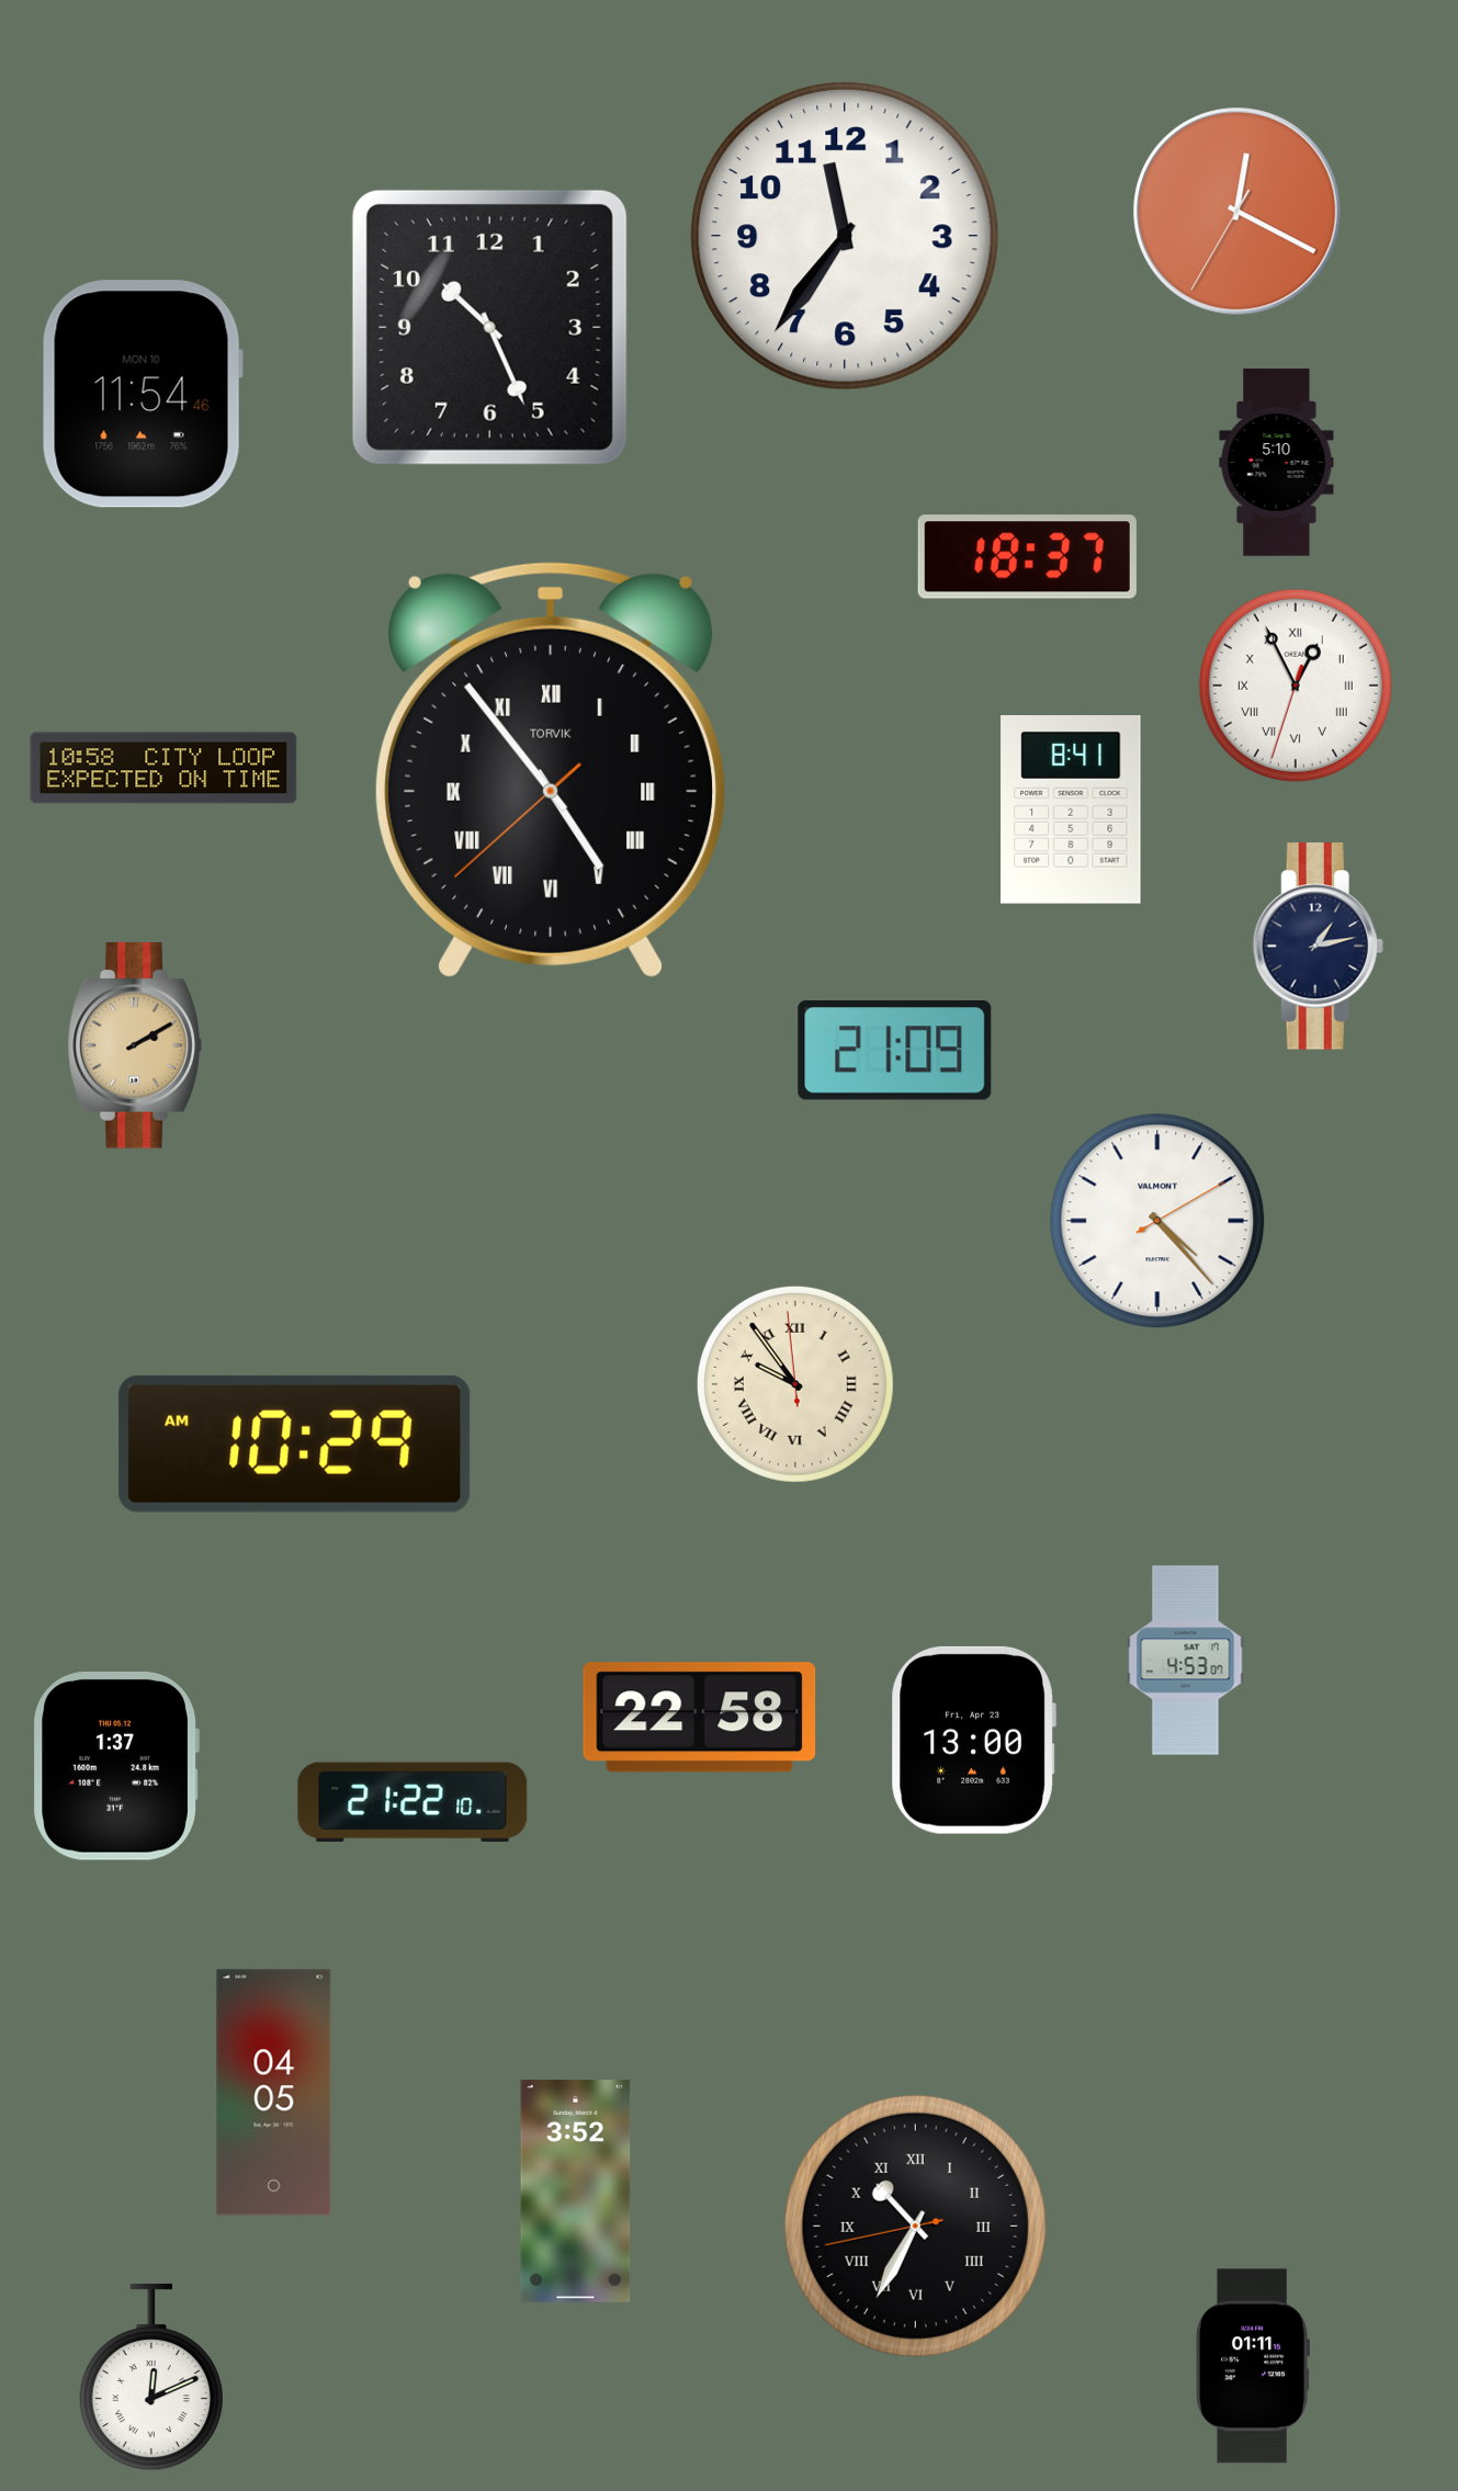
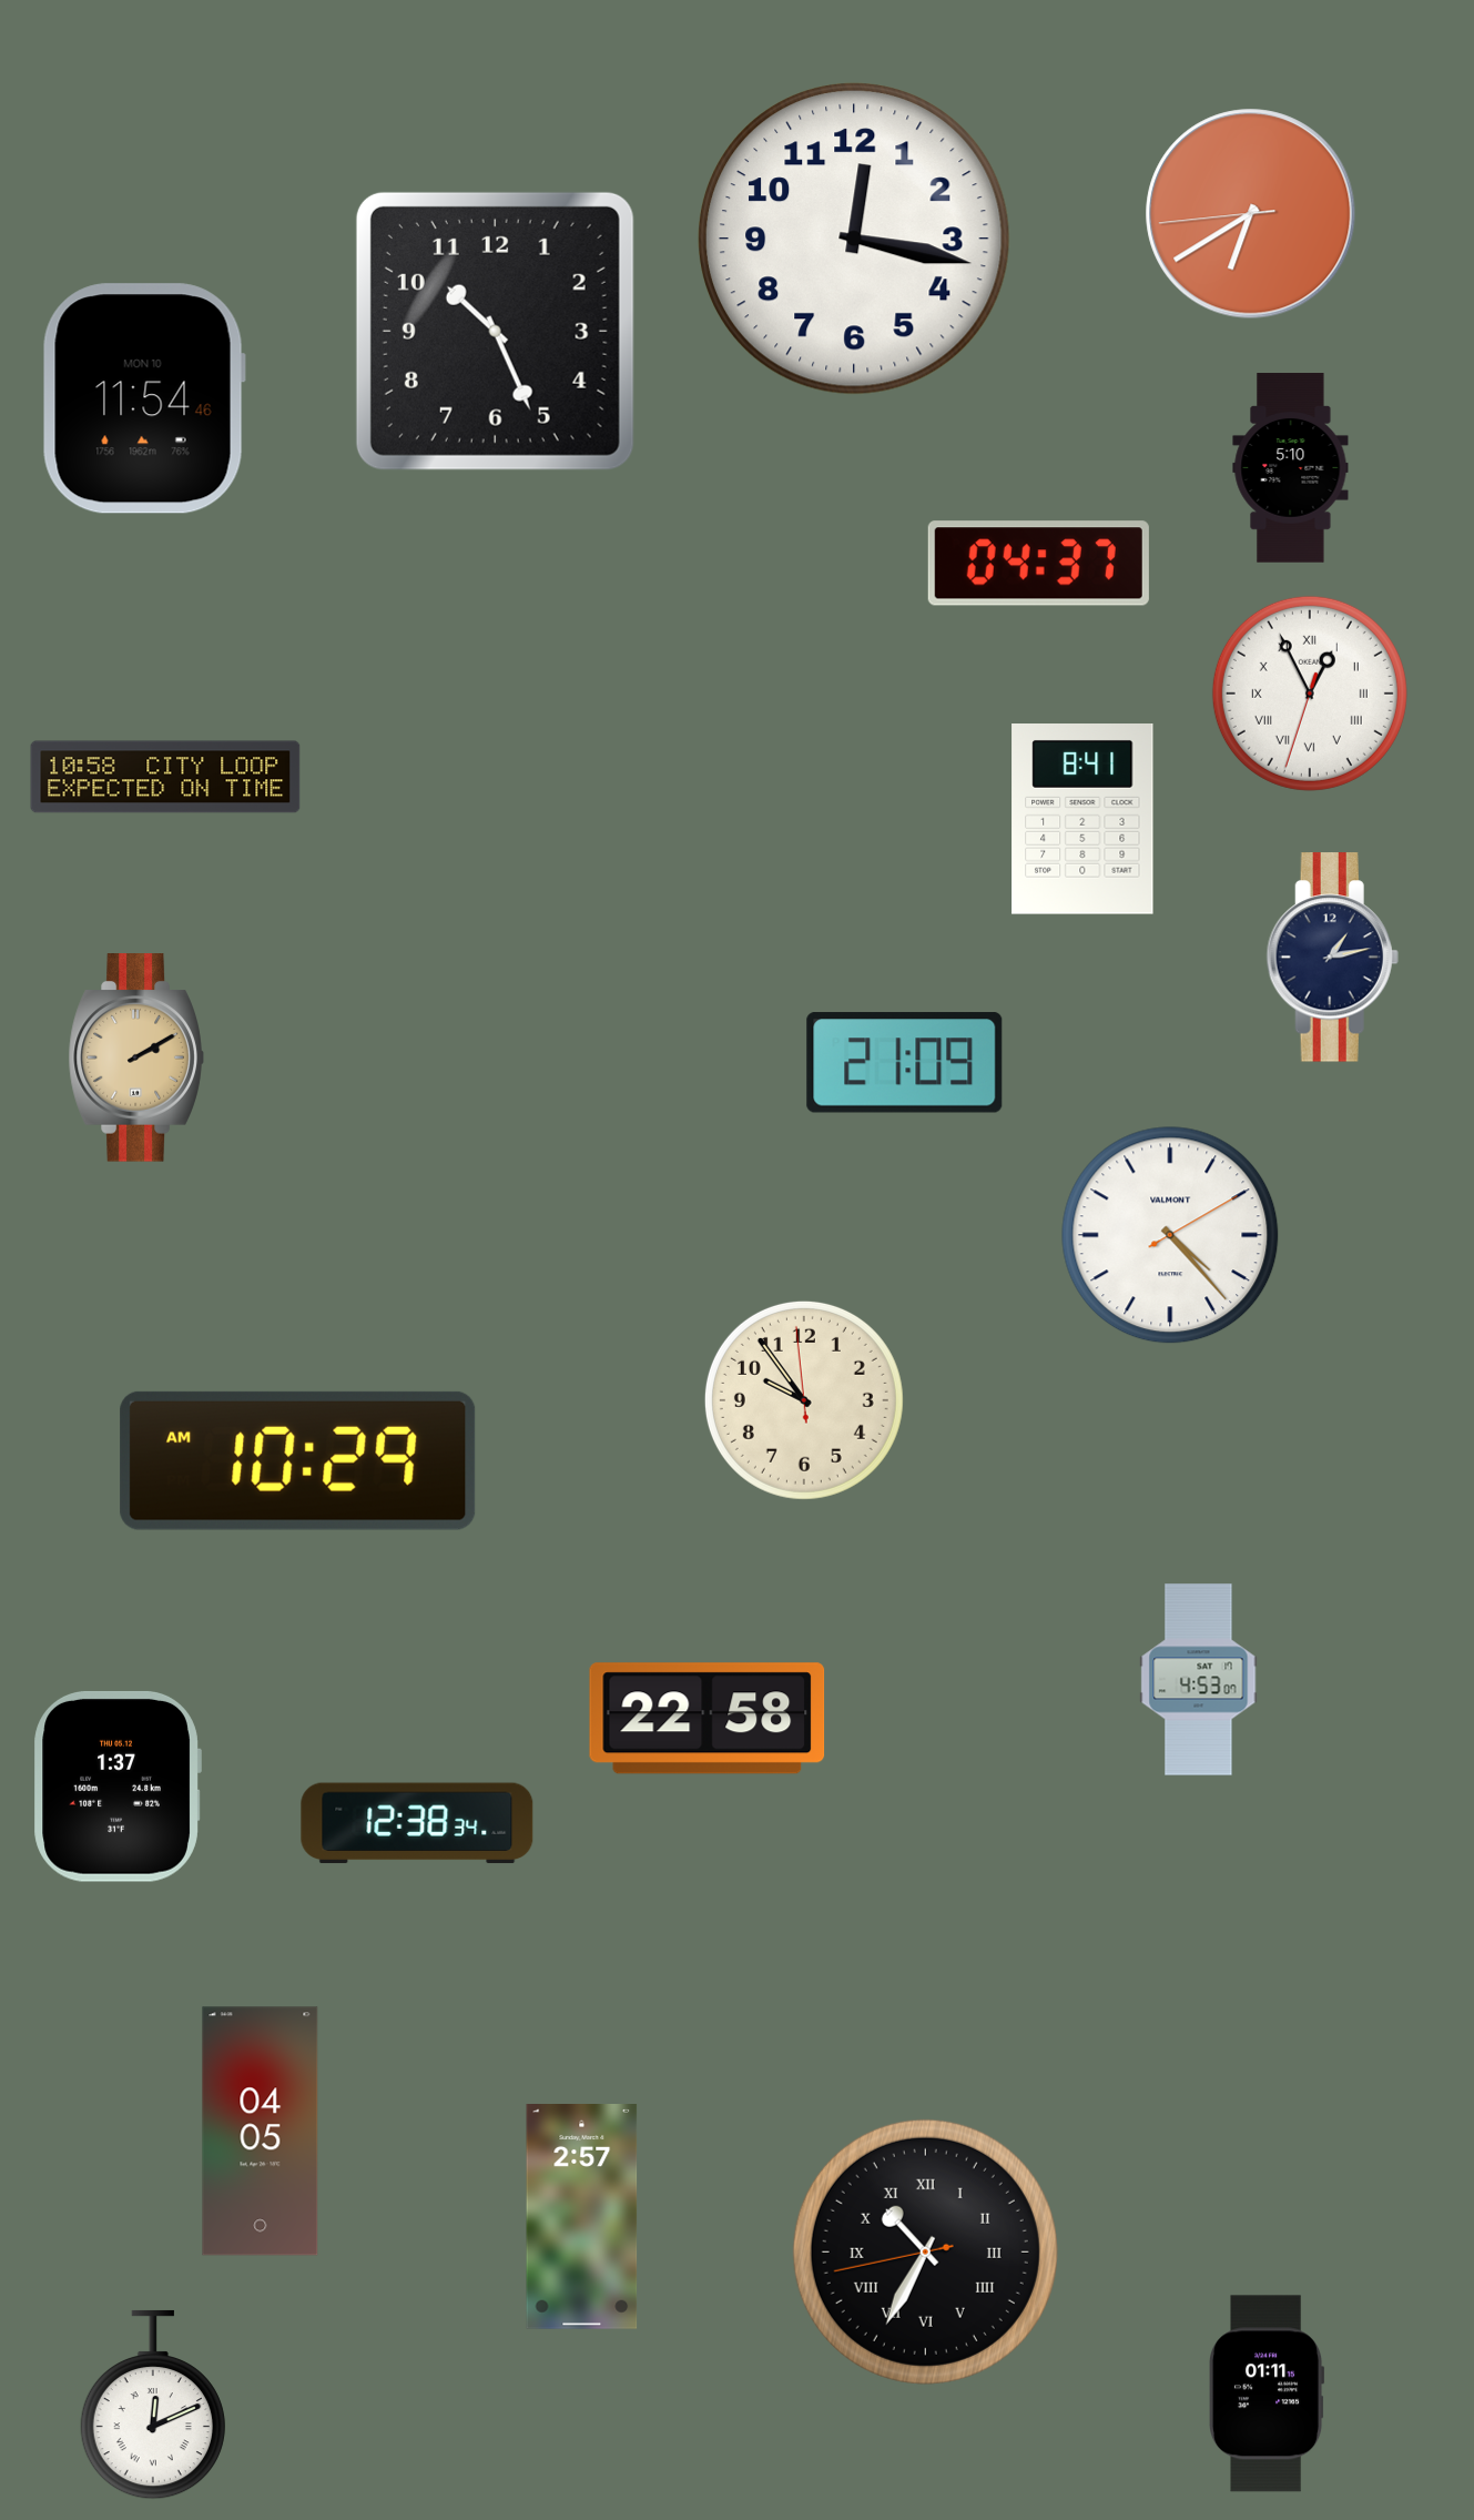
clock at (1237, 212): 12:19 -> 6:39
clock at (846, 237): 11:36 -> 12:17
clock at (1027, 557): 18:37 -> 04:37
clock at (551, 770): 4:53 -> none
clock at (795, 1384) numerals: Roman -> Arabic
clock at (700, 1718) position: (700, 1718) -> (708, 1719)
clock at (973, 1740): 13:00 -> none
clock at (412, 1802): 21:22 -> 12:38
clock at (274, 2093) position: (274, 2093) -> (261, 2132)
clock at (576, 2192): 3:52 -> 2:57
